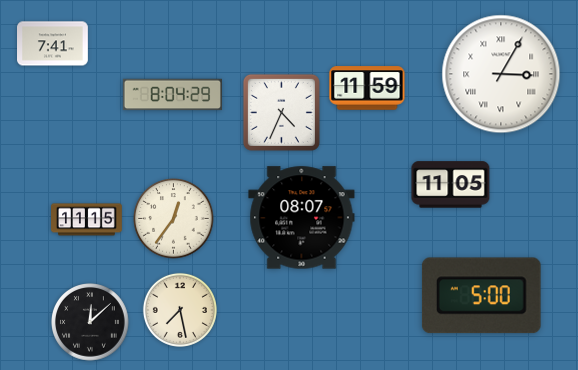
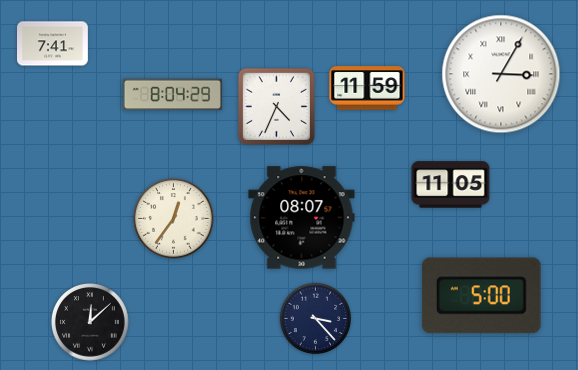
clock at (281, 112) position: (281, 112) -> (276, 106)
clock at (87, 220): 11:15 -> none
clock at (180, 310): 7:28 -> none
clock at (316, 319): none -> 3:23
